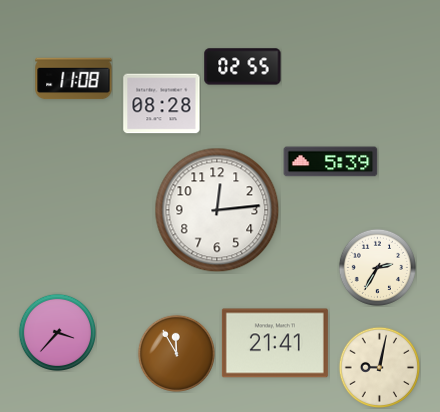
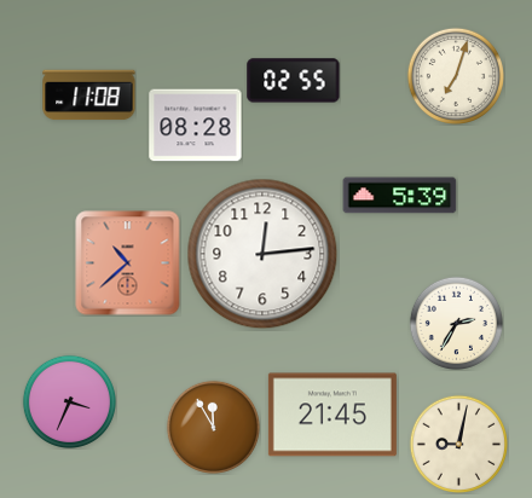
clock at (455, 75): none -> 7:03
clock at (128, 264): none -> 10:38
clock at (57, 332): 3:37 -> 3:34
clock at (275, 343): 21:41 -> 21:45
